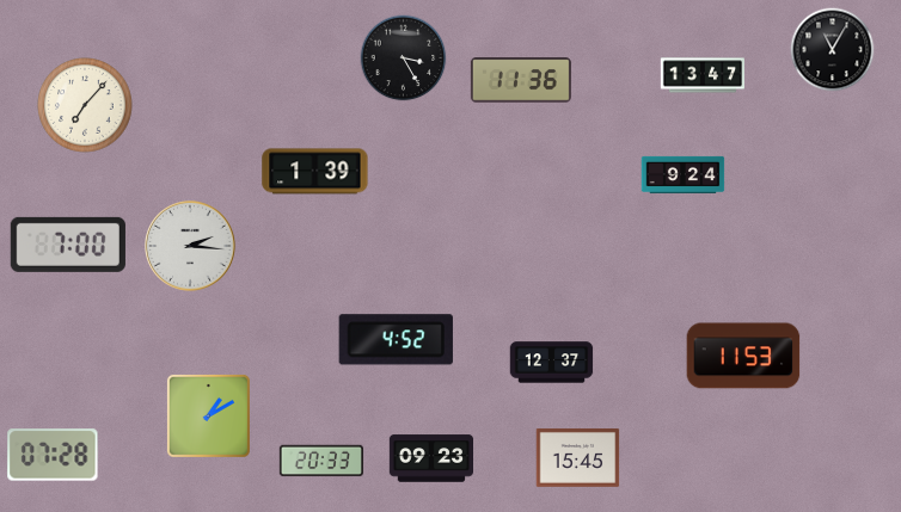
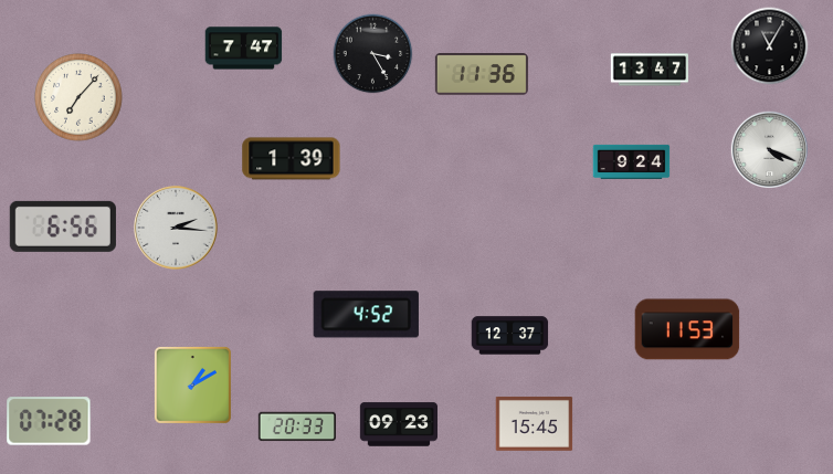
clock at (244, 49): none -> 7:47
clock at (769, 149): none -> 4:19
clock at (68, 245): 7:00 -> 6:56
